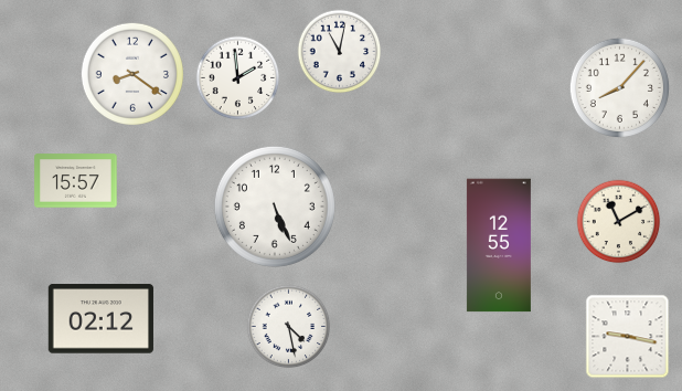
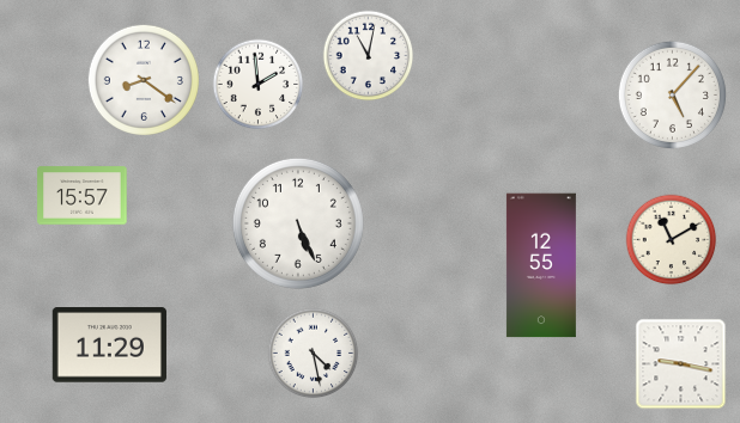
clock at (619, 87): 8:07 -> 5:07
clock at (100, 319): 02:12 -> 11:29
